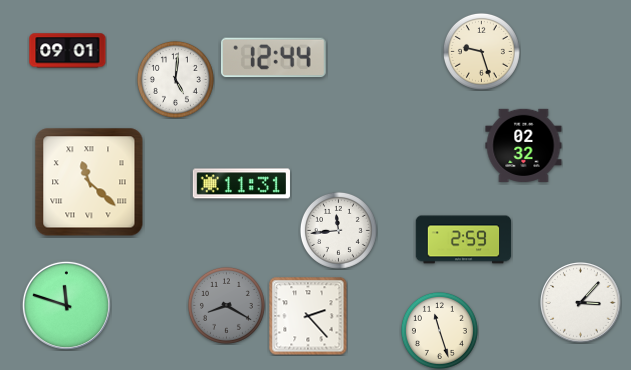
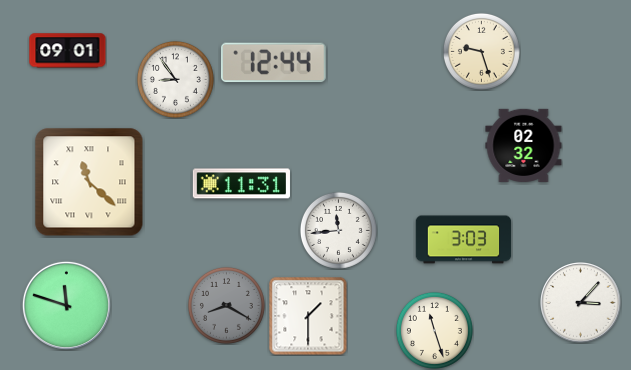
clock at (273, 58) position: (273, 58) -> (273, 63)
clock at (175, 79): 5:01 -> 8:54
clock at (464, 240): 2:59 -> 3:03
clock at (308, 316): 2:23 -> 1:30
clock at (439, 330) position: (439, 330) -> (434, 330)
